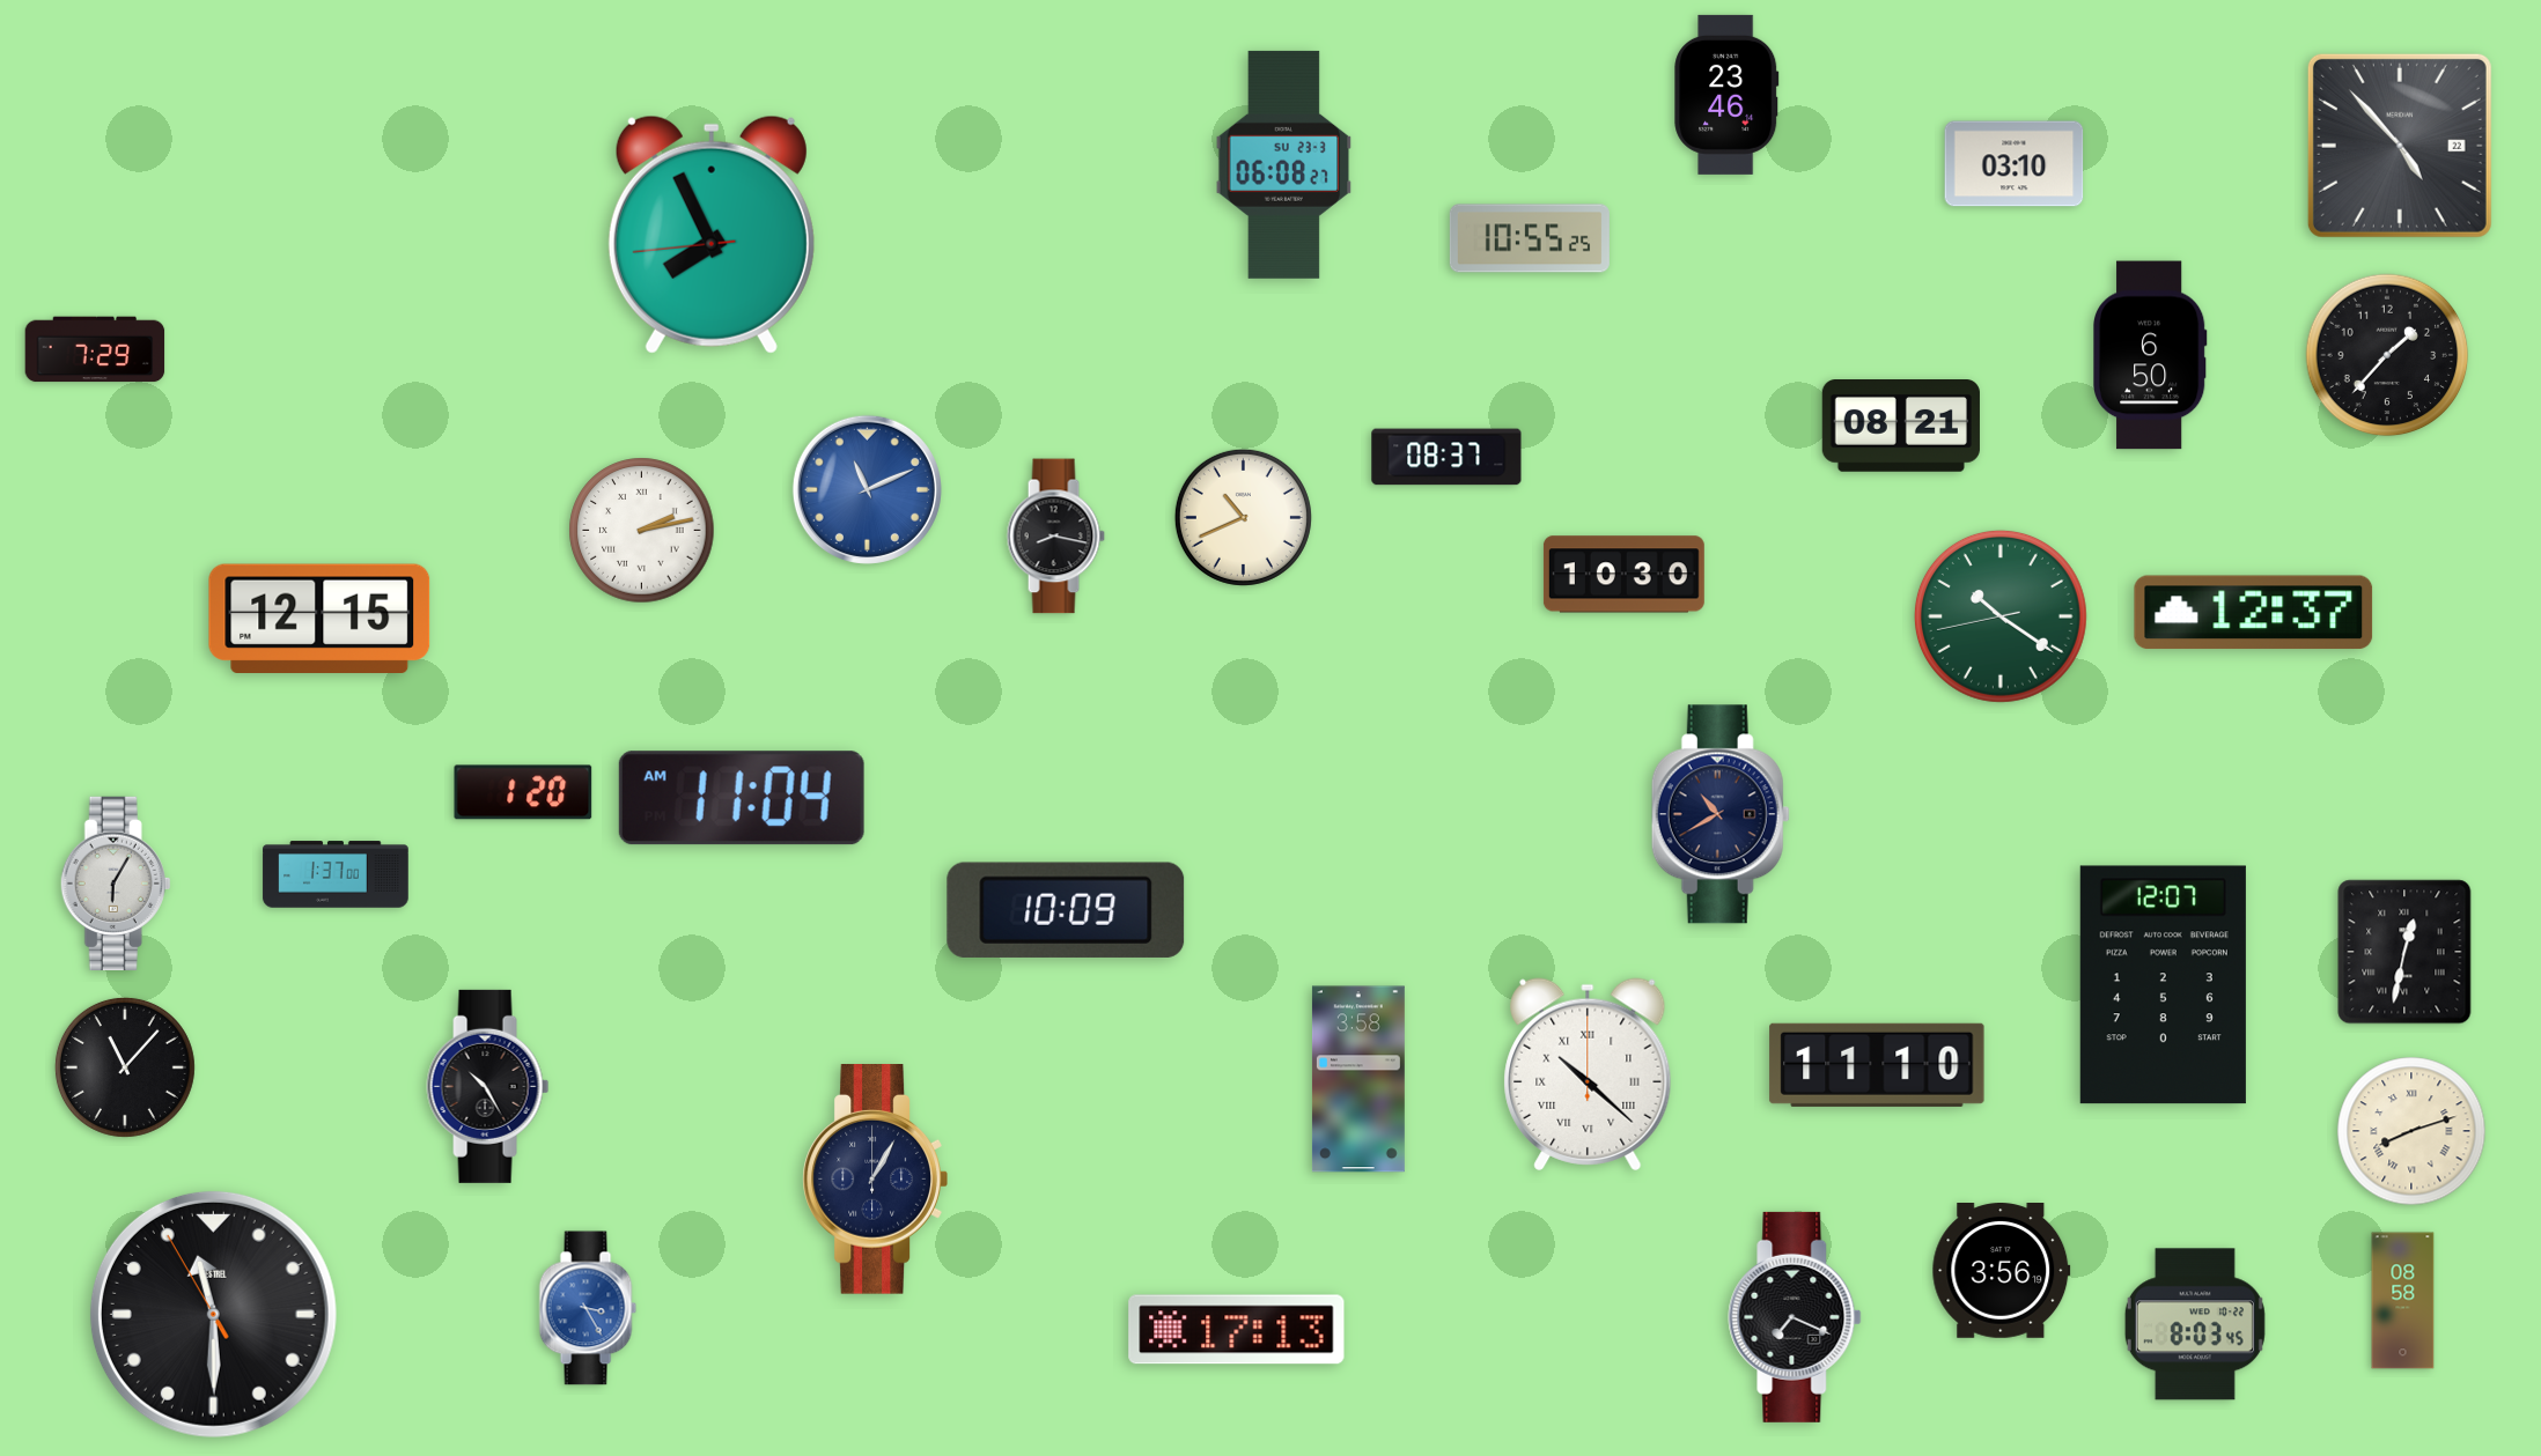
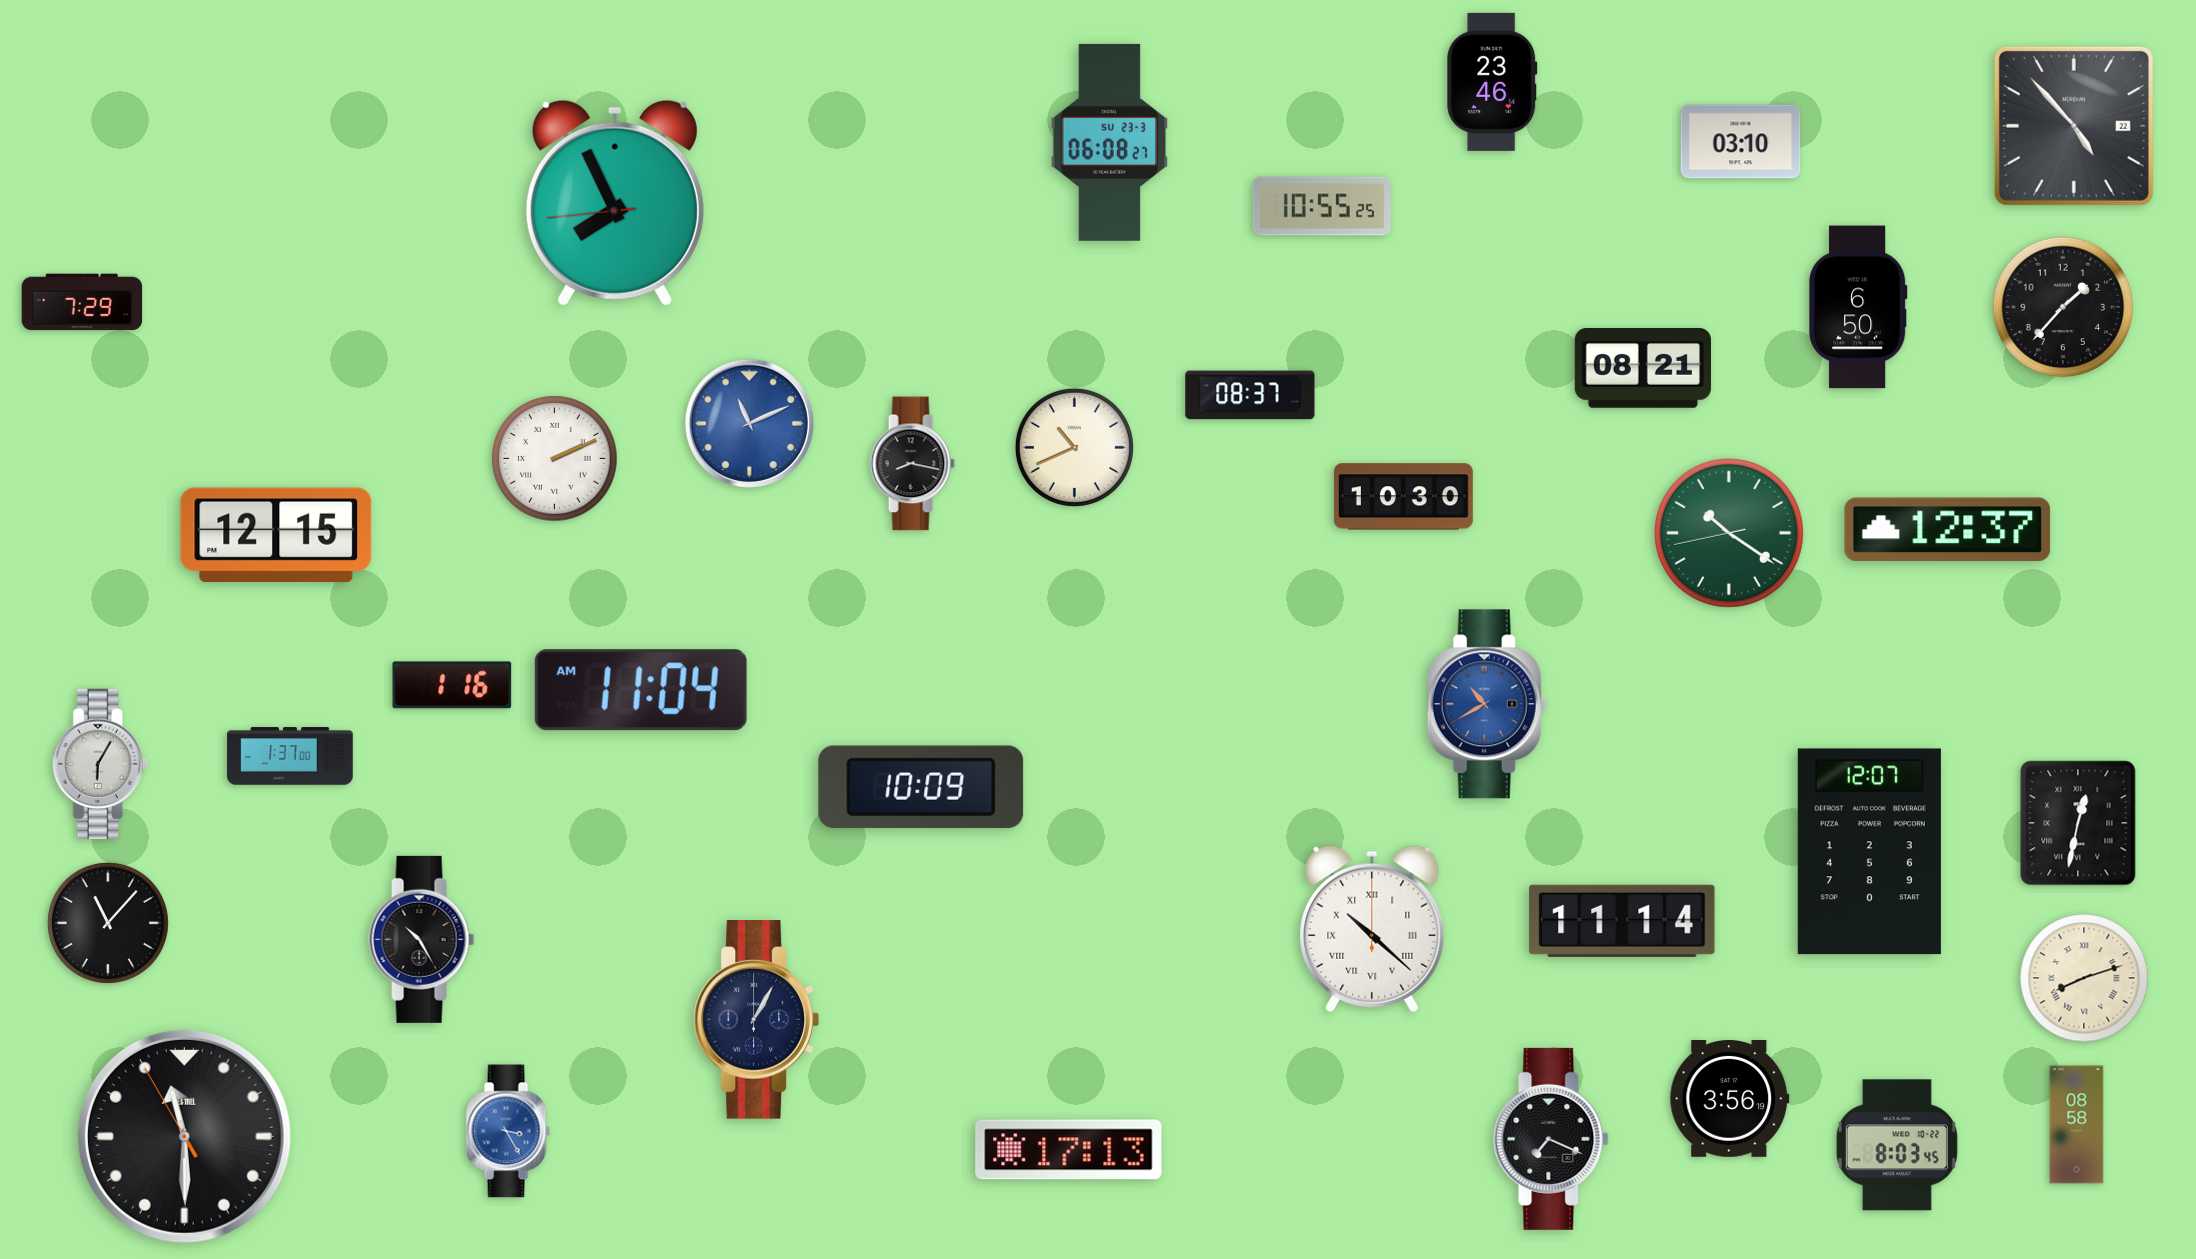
clock at (642, 531): 2:13 -> 2:11
clock at (523, 792): 1:20 -> 1:16
clock at (1721, 814) dial: navy -> blue
clock at (1877, 1065): 11:10 -> 11:14
clock at (1358, 1079): 3:58 -> none
